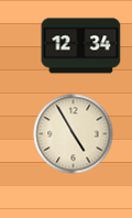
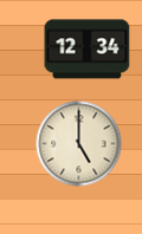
clock at (74, 134): 4:55 -> 5:00
